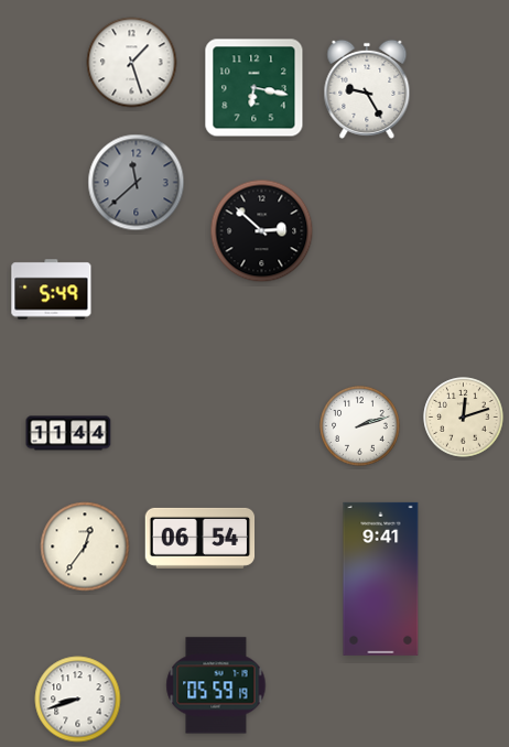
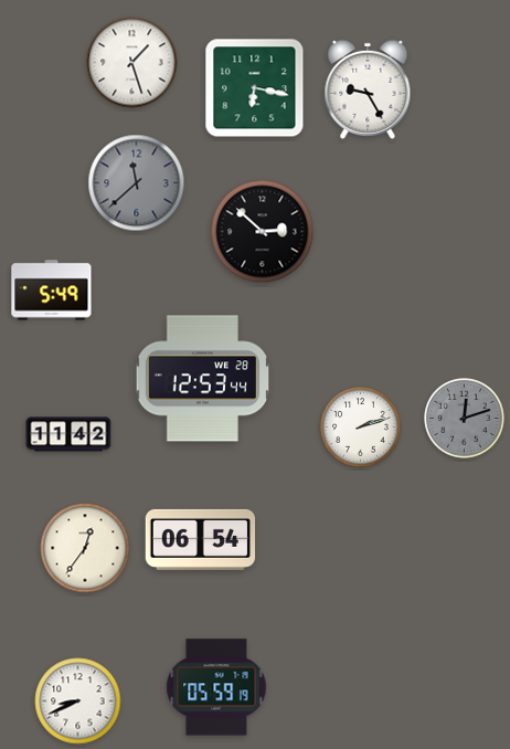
clock at (203, 379): none -> 12:53
clock at (464, 418) dial: cream -> grey
clock at (68, 433): 11:44 -> 11:42
clock at (381, 578): 9:41 -> none
clock at (78, 700): 8:42 -> 8:41
